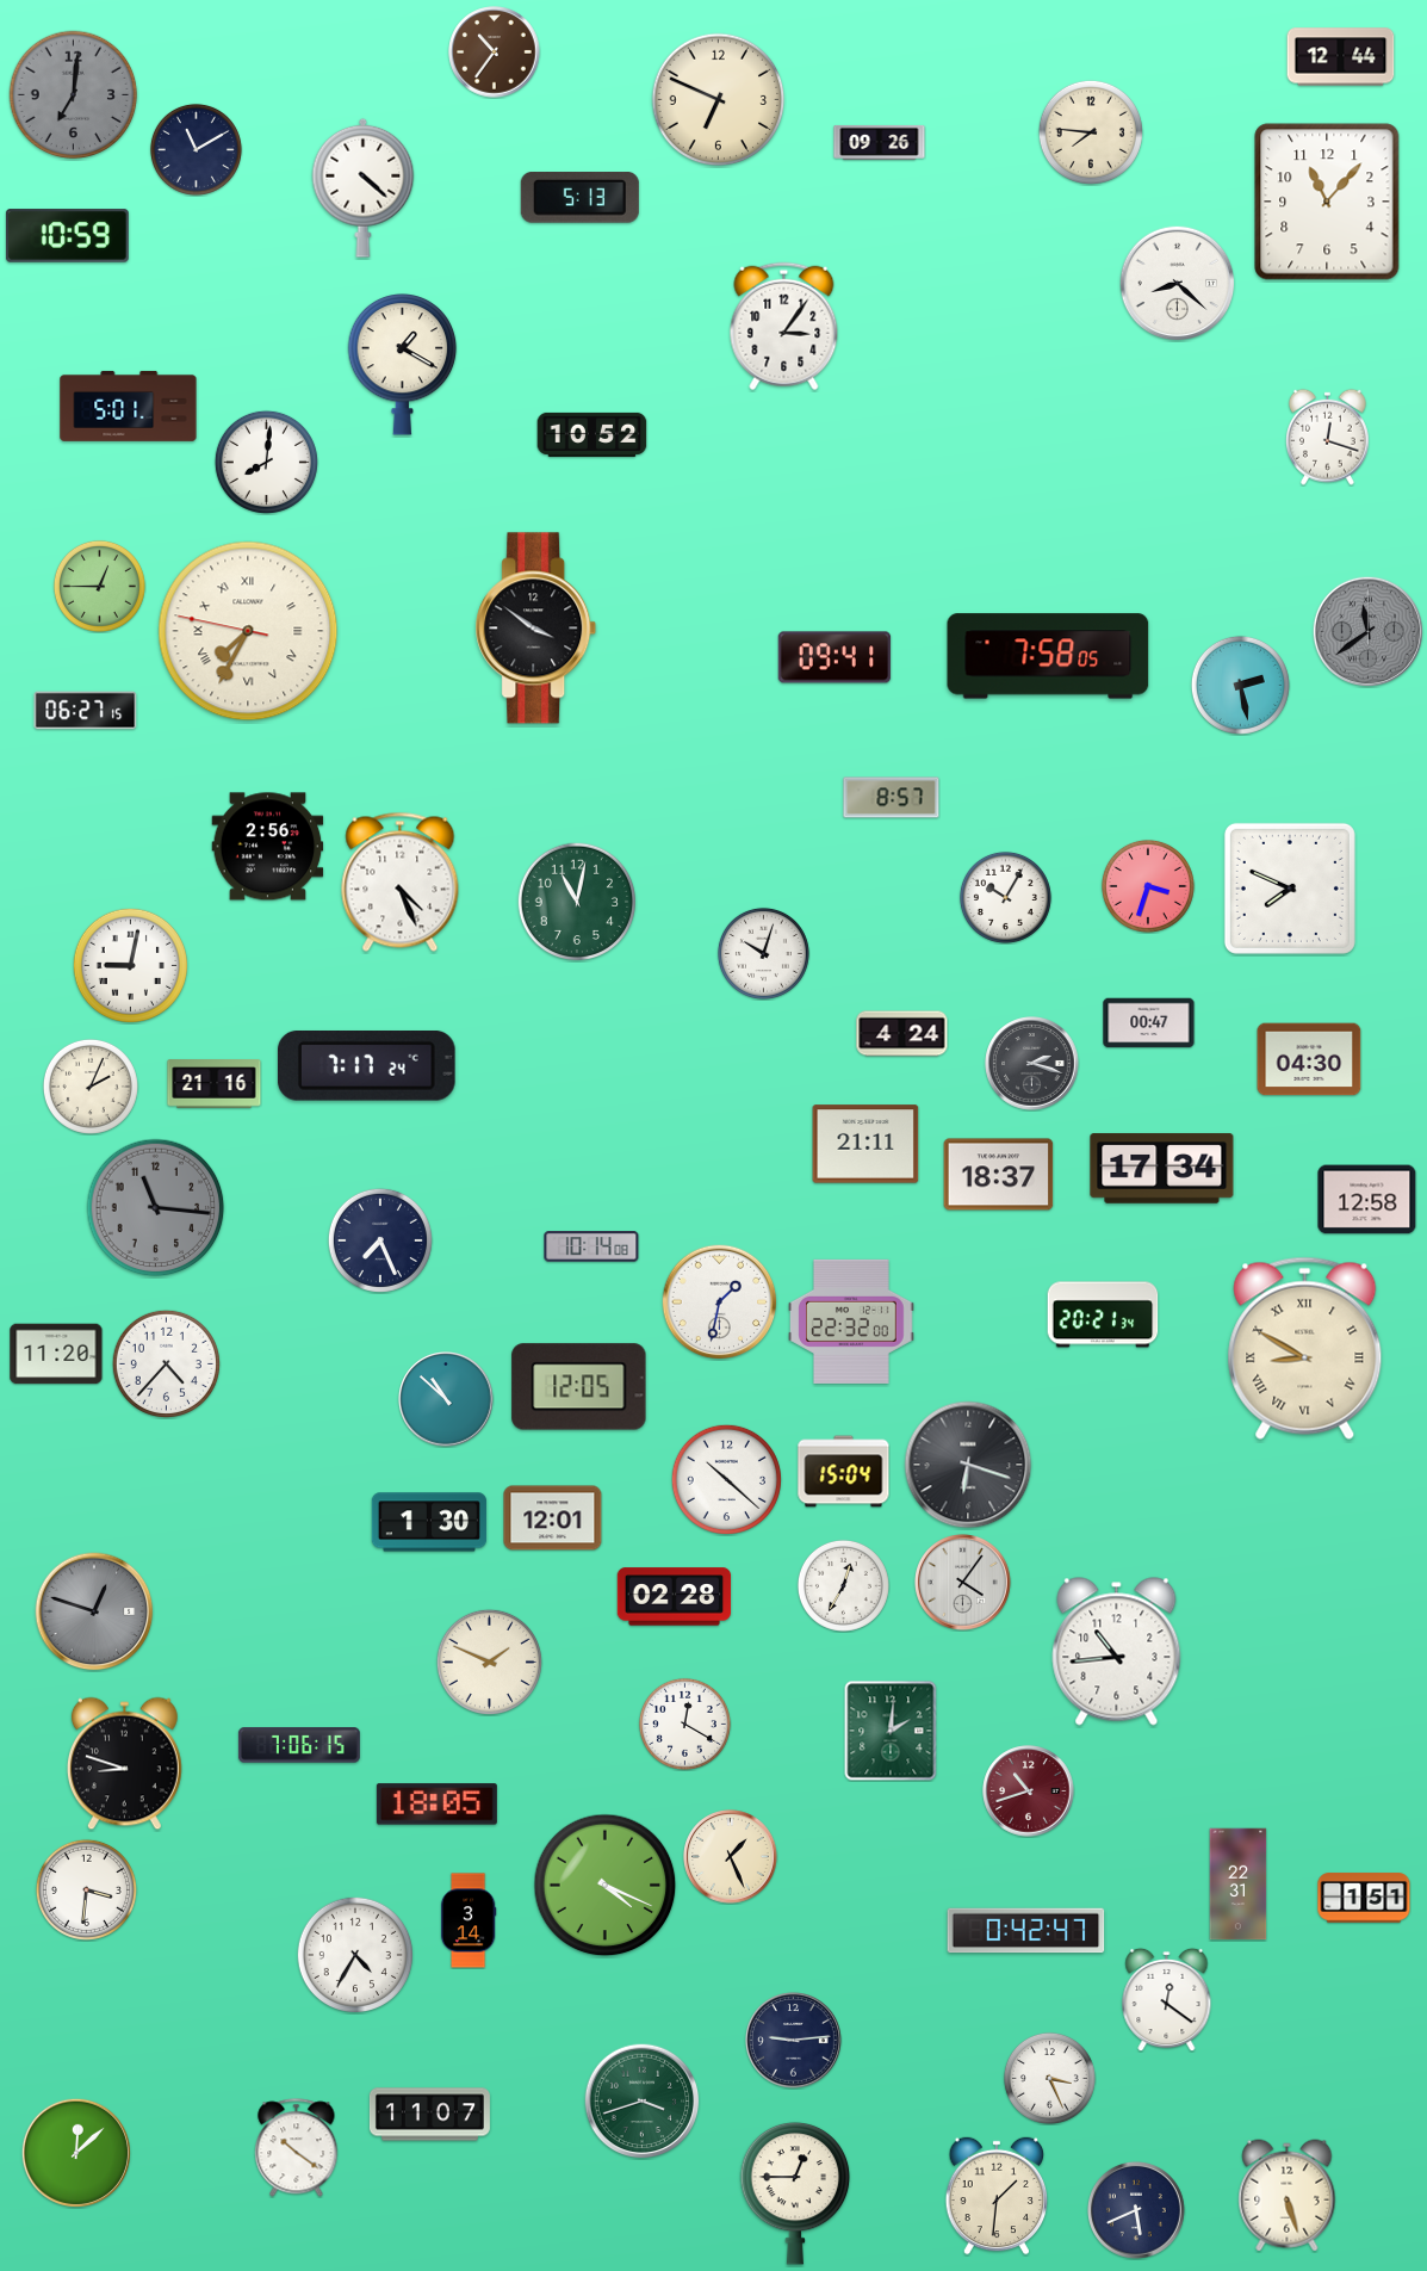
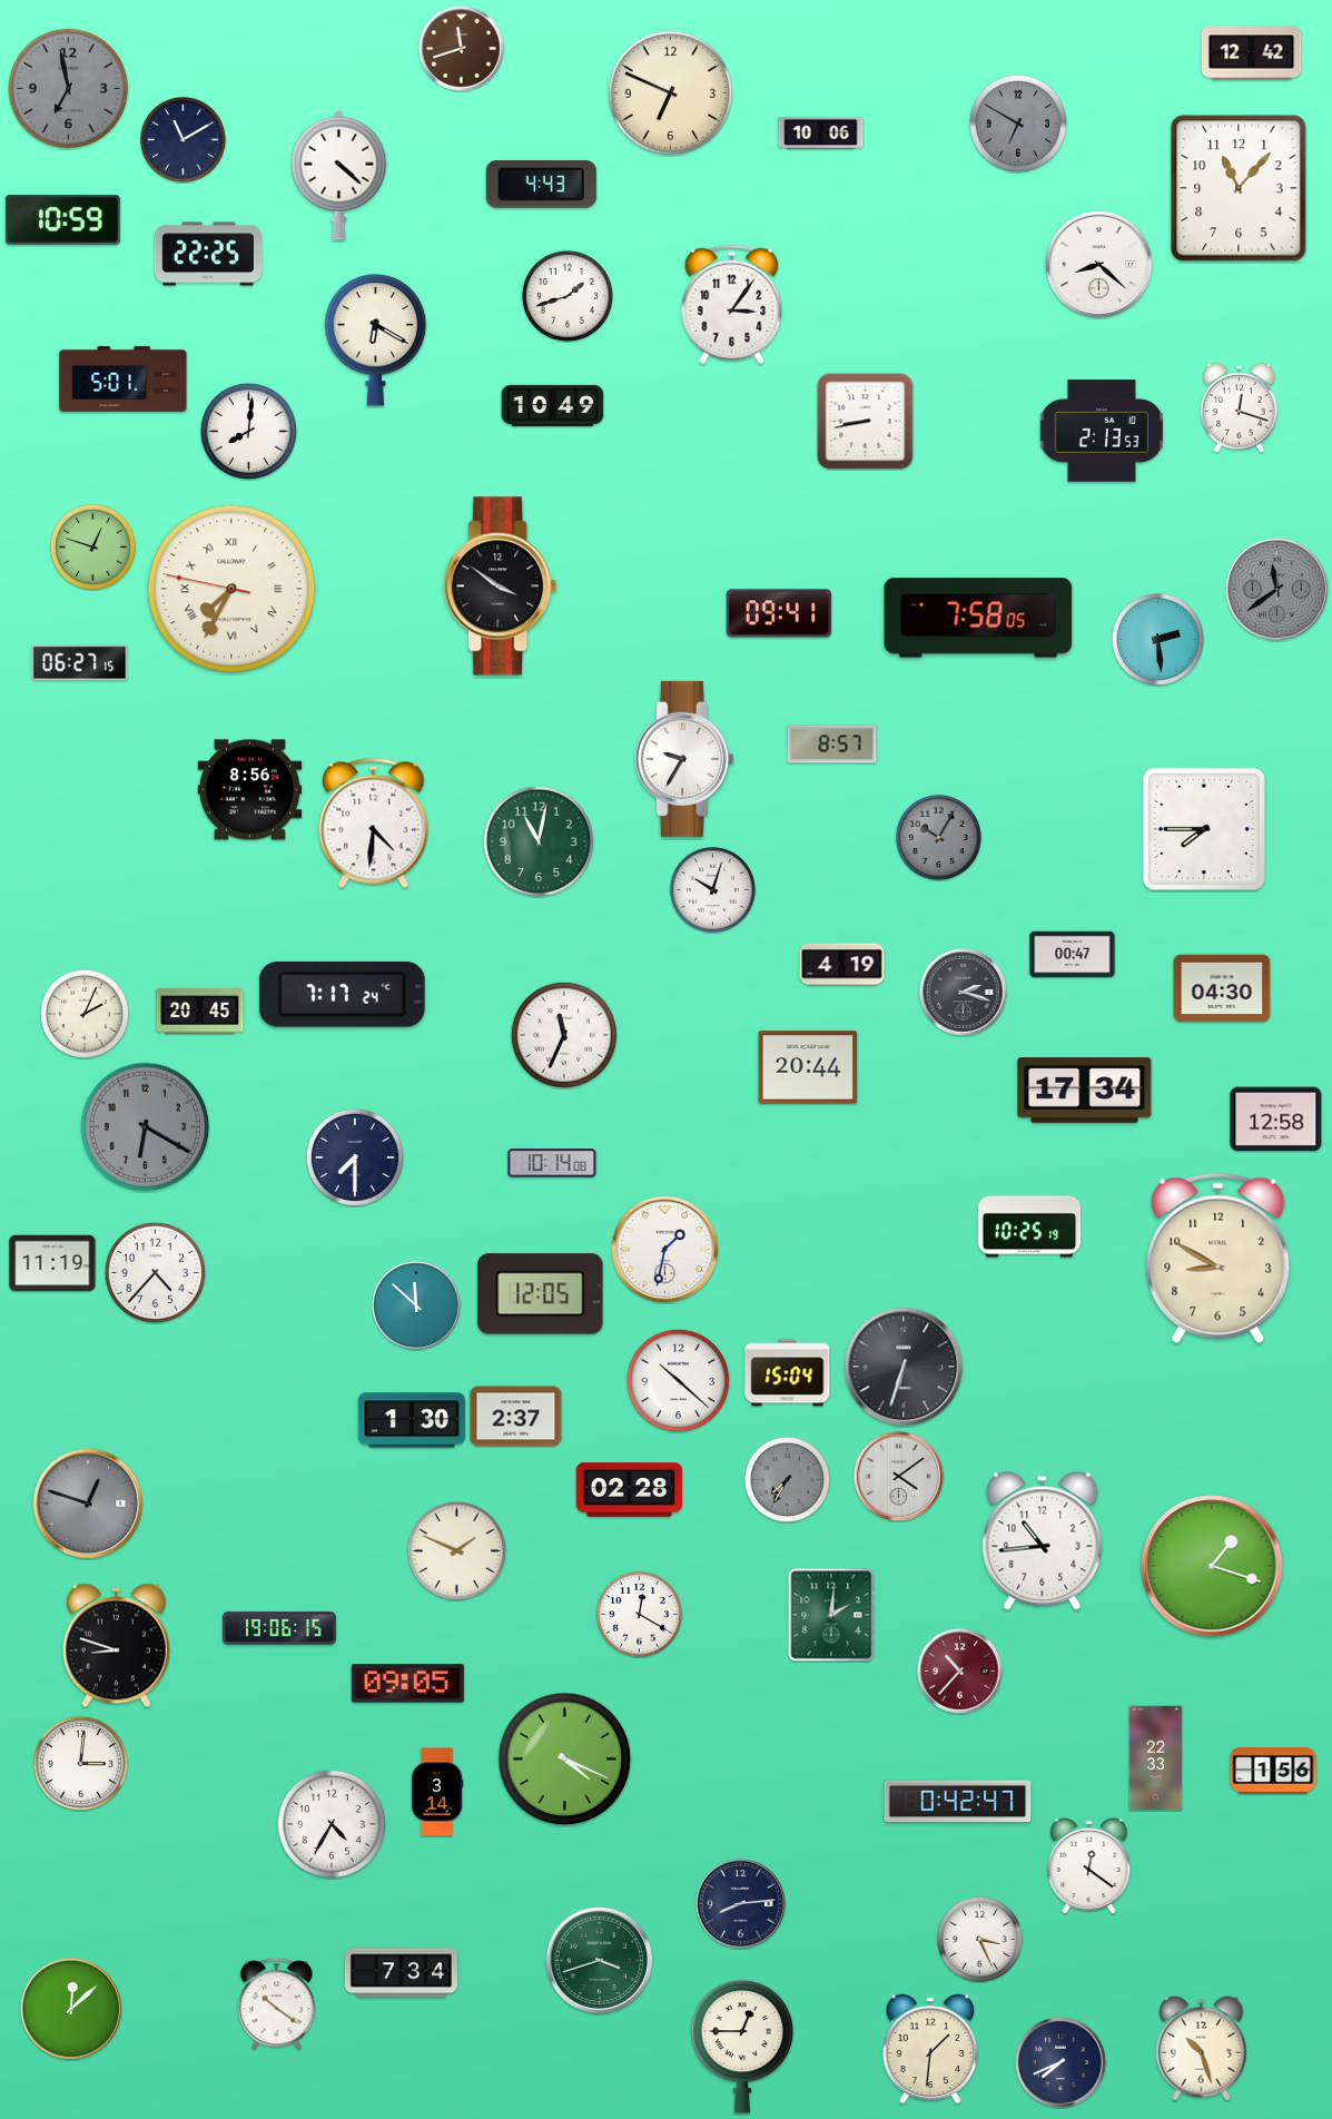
clock at (495, 52): 10:36 -> 11:42
clock at (1341, 57): 12:44 -> 12:42
clock at (74, 95): 7:01 -> 6:58
clock at (1091, 132): 7:46 -> 6:50
clock at (1091, 132) dial: cream -> grey
clock at (880, 142): 09:26 -> 10:06
clock at (579, 198): 5:13 -> 4:43
clock at (207, 254): none -> 22:25
clock at (568, 296): none -> 1:42
clock at (403, 364): 1:20 -> 6:20
clock at (129, 406) position: (129, 406) -> (124, 378)
clock at (592, 434): 10:52 -> 10:49
clock at (866, 422): none -> 8:43
clock at (1102, 432): none -> 2:13
clock at (99, 586): 12:45 -> 12:48
clock at (1048, 656) position: (1048, 656) -> (978, 618)
clock at (1240, 685): 2:28 -> 2:29
clock at (683, 759): none -> 9:35
clock at (268, 847): 2:56 -> 8:56
clock at (401, 881): 4:26 -> 4:31
clock at (1148, 886): 3:33 -> none
clock at (1290, 889): 7:49 -> 7:45
clock at (1005, 897) dial: white -> grey
clock at (130, 965): 9:02 -> none
clock at (902, 1034): 4:24 -> 4:19
clock at (215, 1084): 21:16 -> 20:45
clock at (563, 1034): none -> 11:34
clock at (865, 1144): 21:11 -> 20:44
clock at (999, 1175): 18:37 -> none
clock at (156, 1208): 11:16 -> 6:20
clock at (380, 1240): 7:26 -> 7:30
clock at (720, 1302) position: (720, 1302) -> (665, 1250)
clock at (1103, 1314): 20:21 -> 10:25
clock at (851, 1322): 22:32 -> none
clock at (1305, 1348) numerals: Roman -> Arabic
clock at (56, 1354): 11:20 -> 11:19
clock at (446, 1399): 10:52 -> 11:52
clock at (968, 1465): 6:18 -> 6:33
clock at (553, 1518): 12:01 -> 2:37
clock at (429, 1522) position: (429, 1522) -> (412, 1420)
clock at (963, 1583): 4:06 -> 4:09
clock at (843, 1585): 12:35 -> 7:35
clock at (843, 1585) dial: white -> grey
clock at (1212, 1566): none -> 1:18
clock at (684, 1724) position: (684, 1724) -> (639, 1614)
clock at (299, 1745): 7:06 -> 19:06
clock at (1029, 1792): 10:42 -> 10:37
clock at (436, 1805): 18:05 -> 09:05
clock at (731, 1857): 1:26 -> none
clock at (1239, 1885): 22:31 -> 22:33
clock at (86, 1889): 3:31 -> 3:01
clock at (1364, 1898): 1:51 -> 1:56
clock at (794, 2041): 9:14 -> 8:14
clock at (429, 2115): 11:07 -> 7:34
clock at (1288, 2196): 5:27 -> 10:27
clock at (1137, 2211): 5:41 -> 7:41
